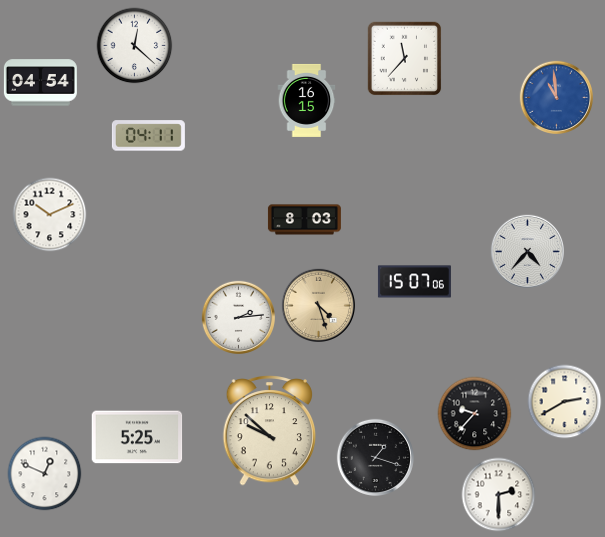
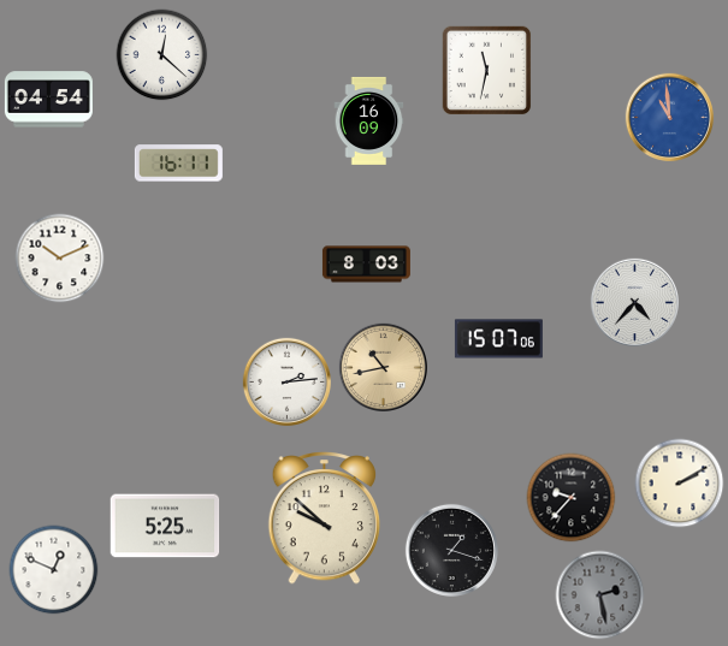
clock at (405, 59): 11:37 -> 11:32
clock at (307, 100): 16:15 -> 16:09
clock at (148, 136): 04:11 -> 16:11
clock at (318, 305): 4:27 -> 10:43
clock at (565, 402): 2:40 -> 2:10
clock at (499, 495): 2:30 -> 2:28
clock at (499, 495) dial: white -> grey
